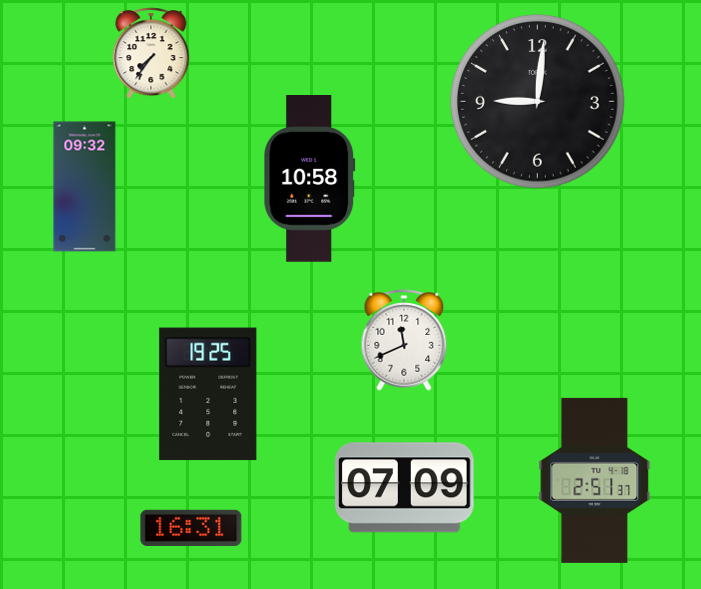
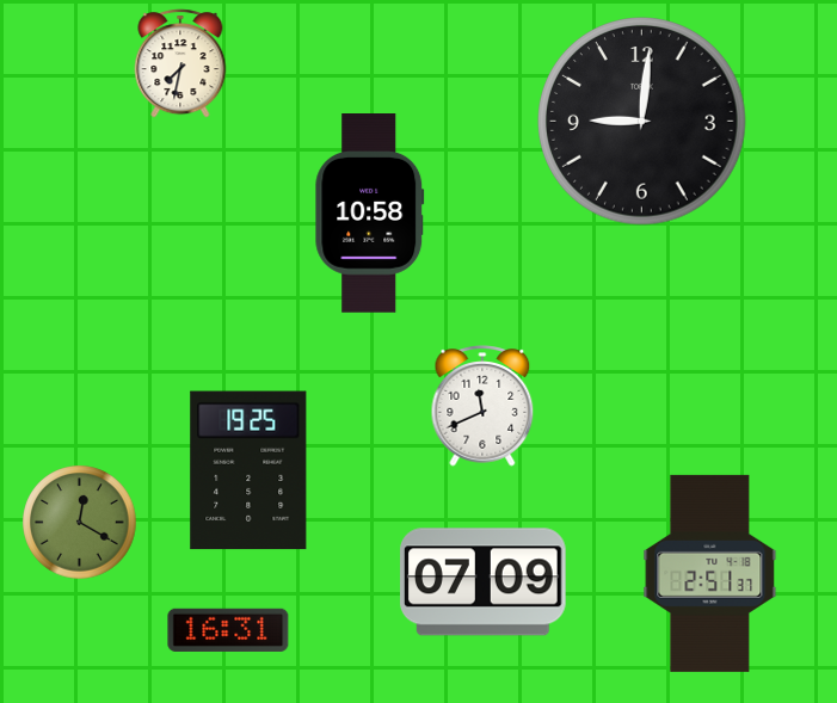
clock at (151, 53): 7:36 -> 7:32
clock at (85, 187): 09:32 -> none
clock at (80, 523): none -> 12:20
